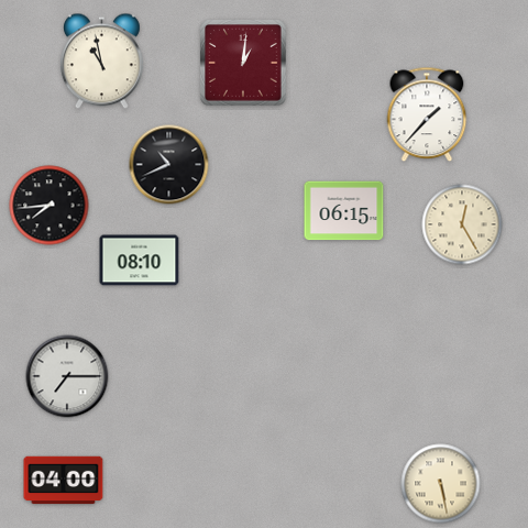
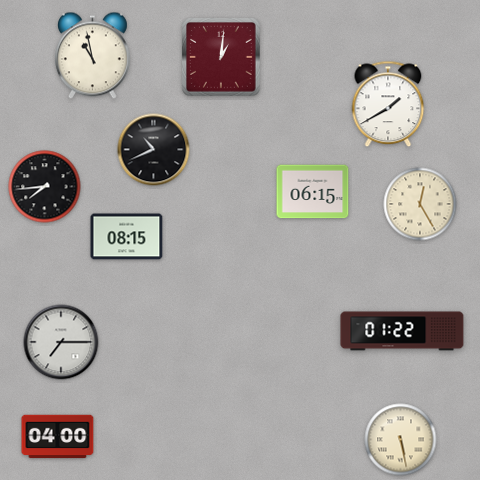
clock at (427, 114): 1:37 -> 1:40
clock at (140, 261): 08:10 -> 08:15
clock at (402, 331): none -> 01:22
